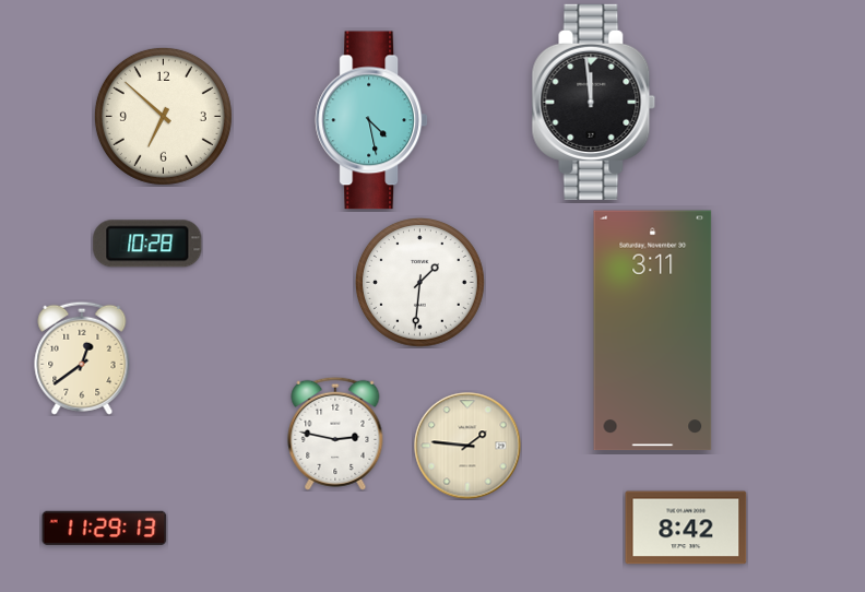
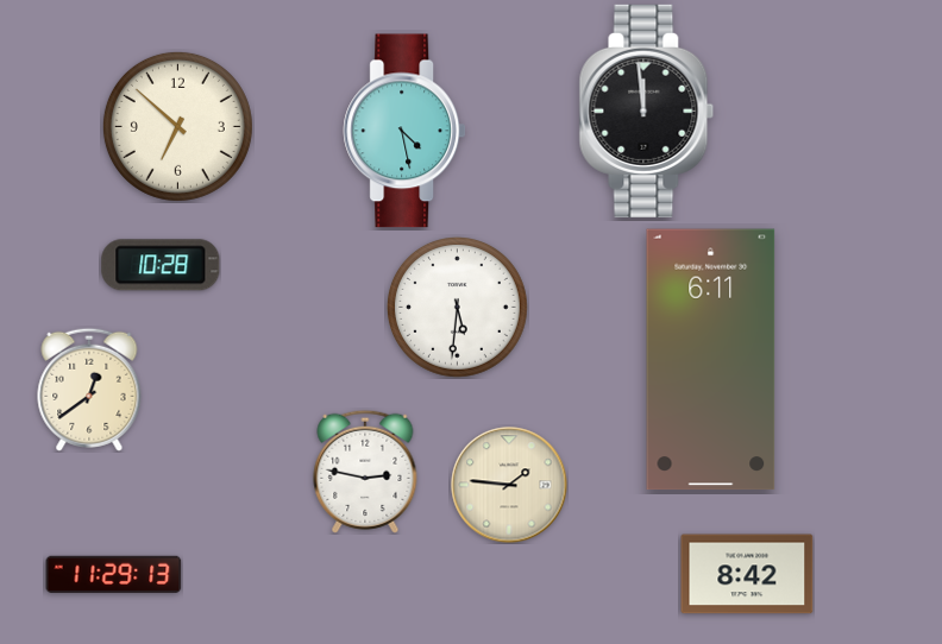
clock at (420, 283): 1:31 -> 5:31
clock at (653, 331): 3:11 -> 6:11
